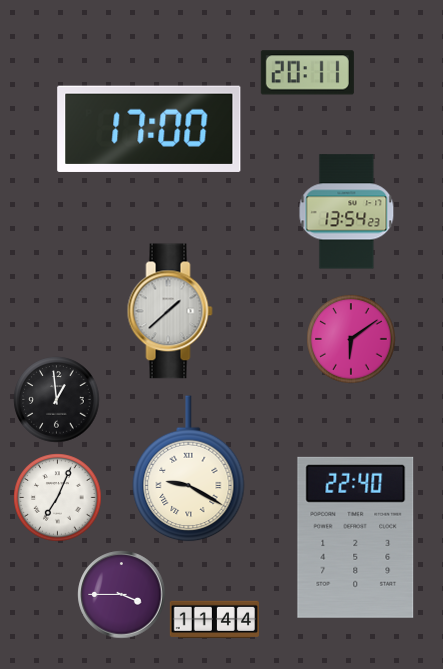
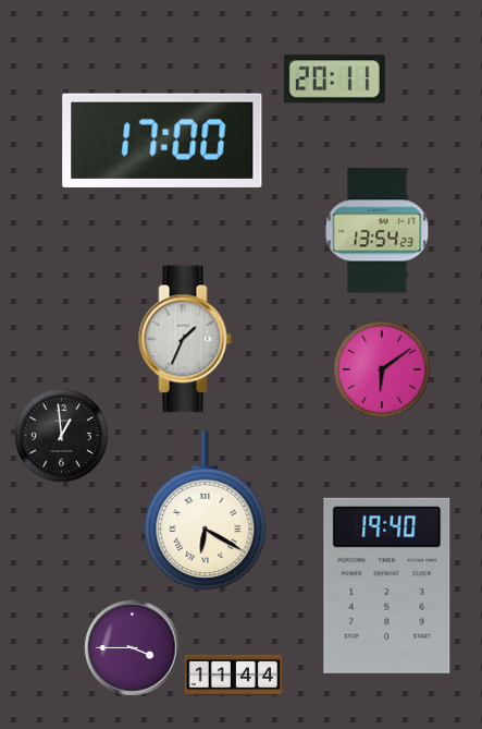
clock at (170, 311): 1:38 -> 1:34
clock at (189, 469): 9:20 -> 6:20
clock at (57, 497): 7:04 -> none
clock at (356, 537): 22:40 -> 19:40
